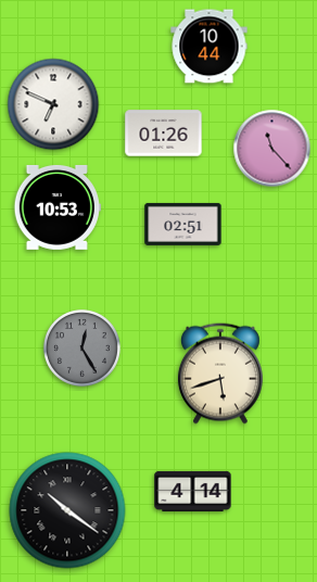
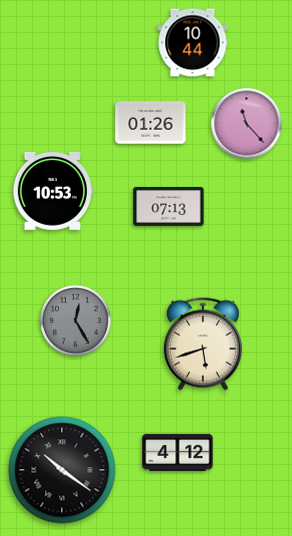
clock at (53, 104): 6:49 -> none
clock at (272, 149) position: (272, 149) -> (247, 124)
clock at (183, 224): 02:51 -> 07:13
clock at (193, 491): 4:14 -> 4:12
